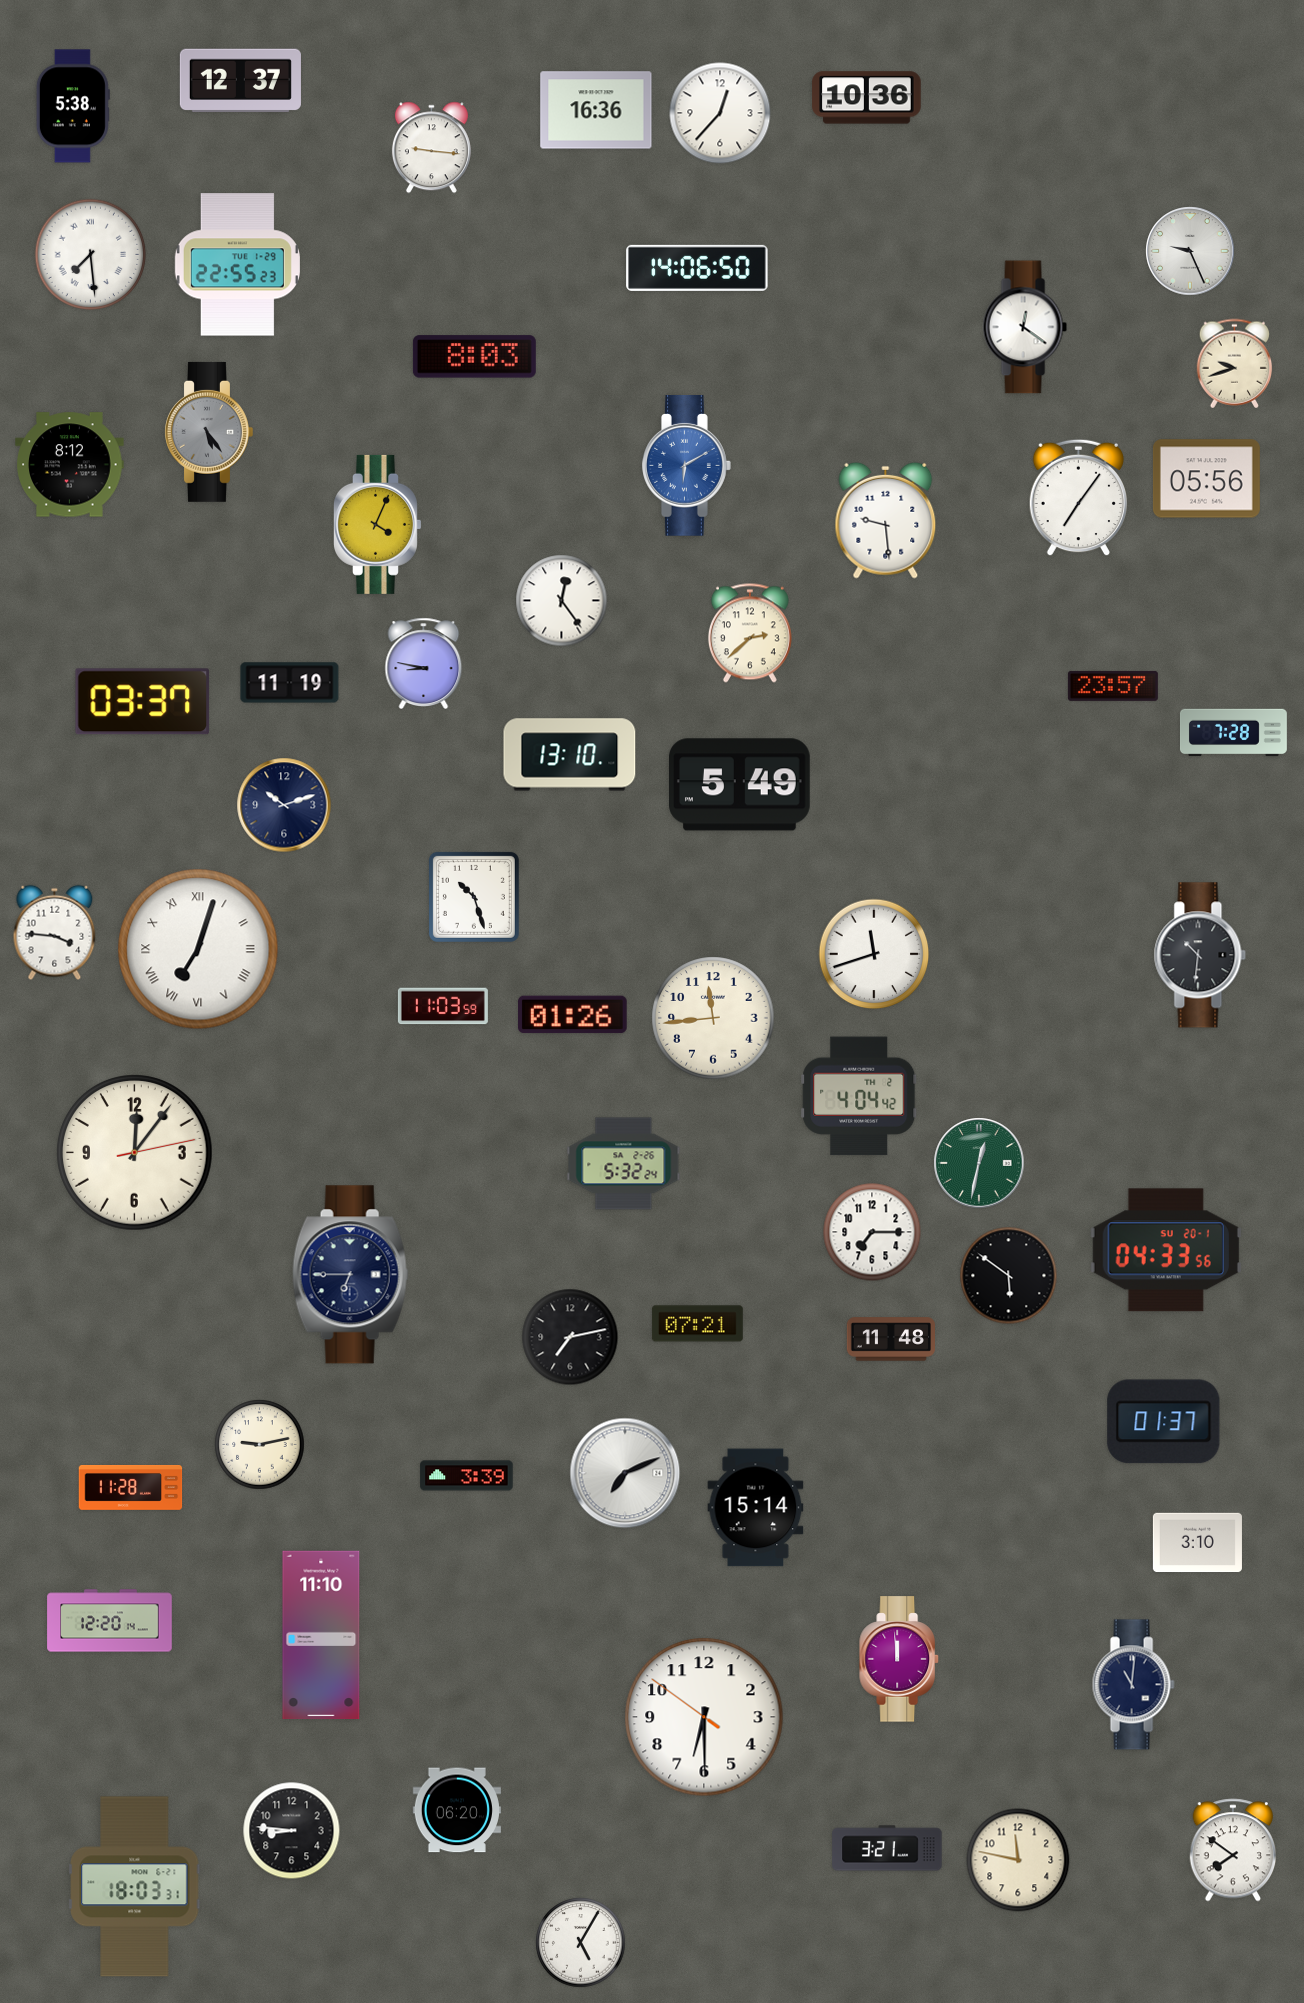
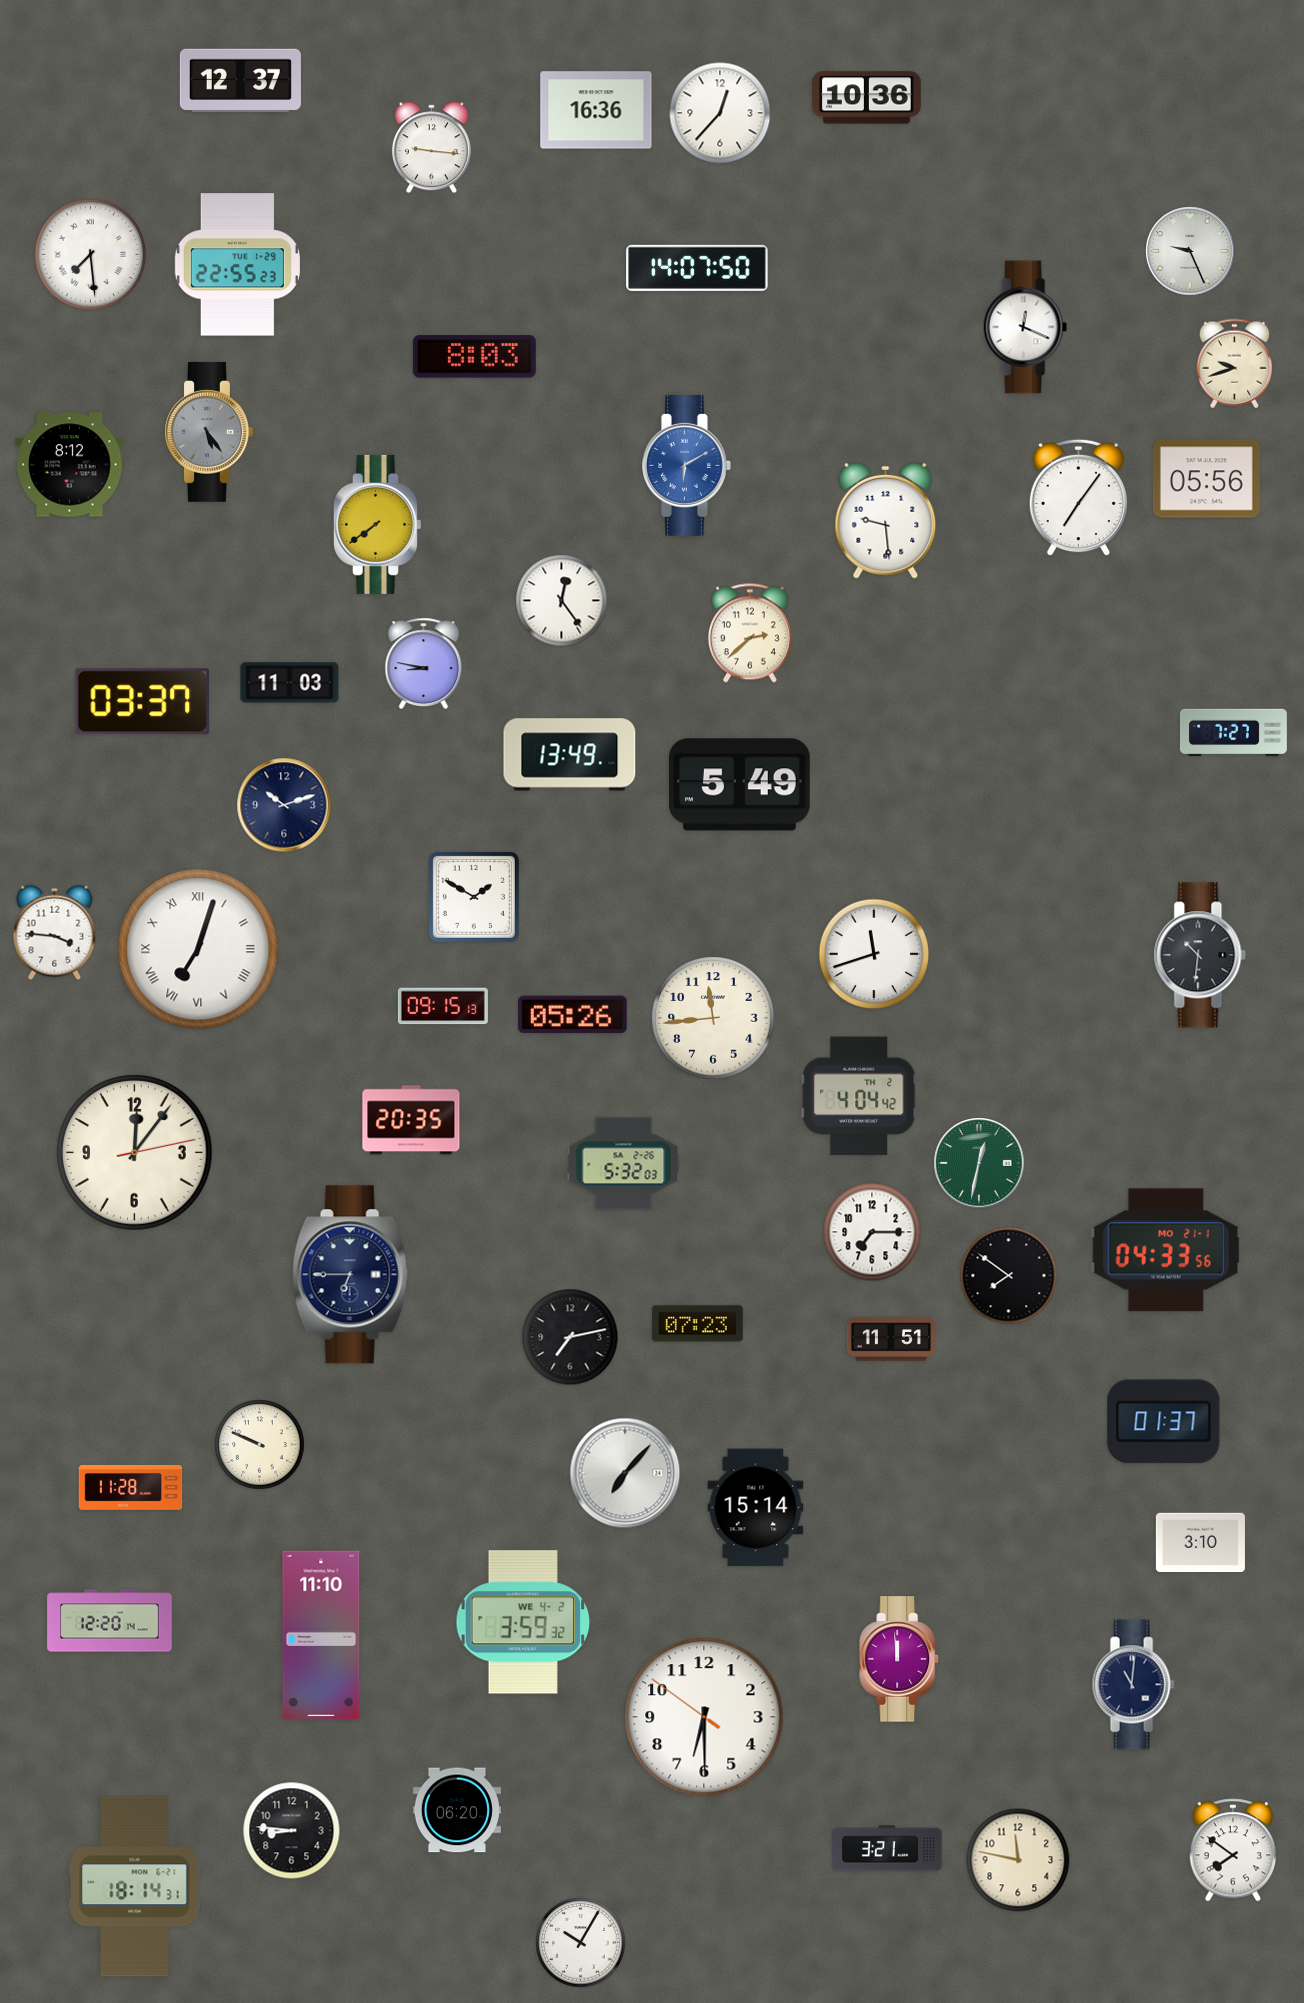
clock at (73, 106): 5:38 -> none
clock at (697, 268): 14:06 -> 14:07
clock at (1025, 327): 12:21 -> 12:19
clock at (378, 524): 4:04 -> 7:39
clock at (290, 683): 11:19 -> 11:03
clock at (1113, 686): 23:57 -> none
clock at (1233, 733): 7:28 -> 7:27
clock at (570, 755): 13:10 -> 13:49
clock at (474, 897): 10:27 -> 1:50
clock at (443, 1006): 11:03 -> 09:15
clock at (573, 1015): 01:26 -> 05:26
clock at (411, 1120): none -> 20:35
clock at (624, 1164): 5:32:24 -> 5:32:03
clock at (1166, 1250) date: SU 20-1 -> MO 21-1
clock at (1009, 1276): 5:51 -> 7:51
clock at (697, 1324): 07:21 -> 07:23
clock at (890, 1339): 11:48 -> 11:51
clock at (260, 1445): 9:13 -> 9:49
clock at (625, 1473): 7:11 -> 7:07
clock at (467, 1476): 3:39 -> none
clock at (1197, 1543) position: (1197, 1543) -> (1200, 1543)
clock at (523, 1622): none -> 3:59
clock at (135, 1887): 18:03 -> 18:14
clock at (581, 1943): 5:05 -> 10:05
